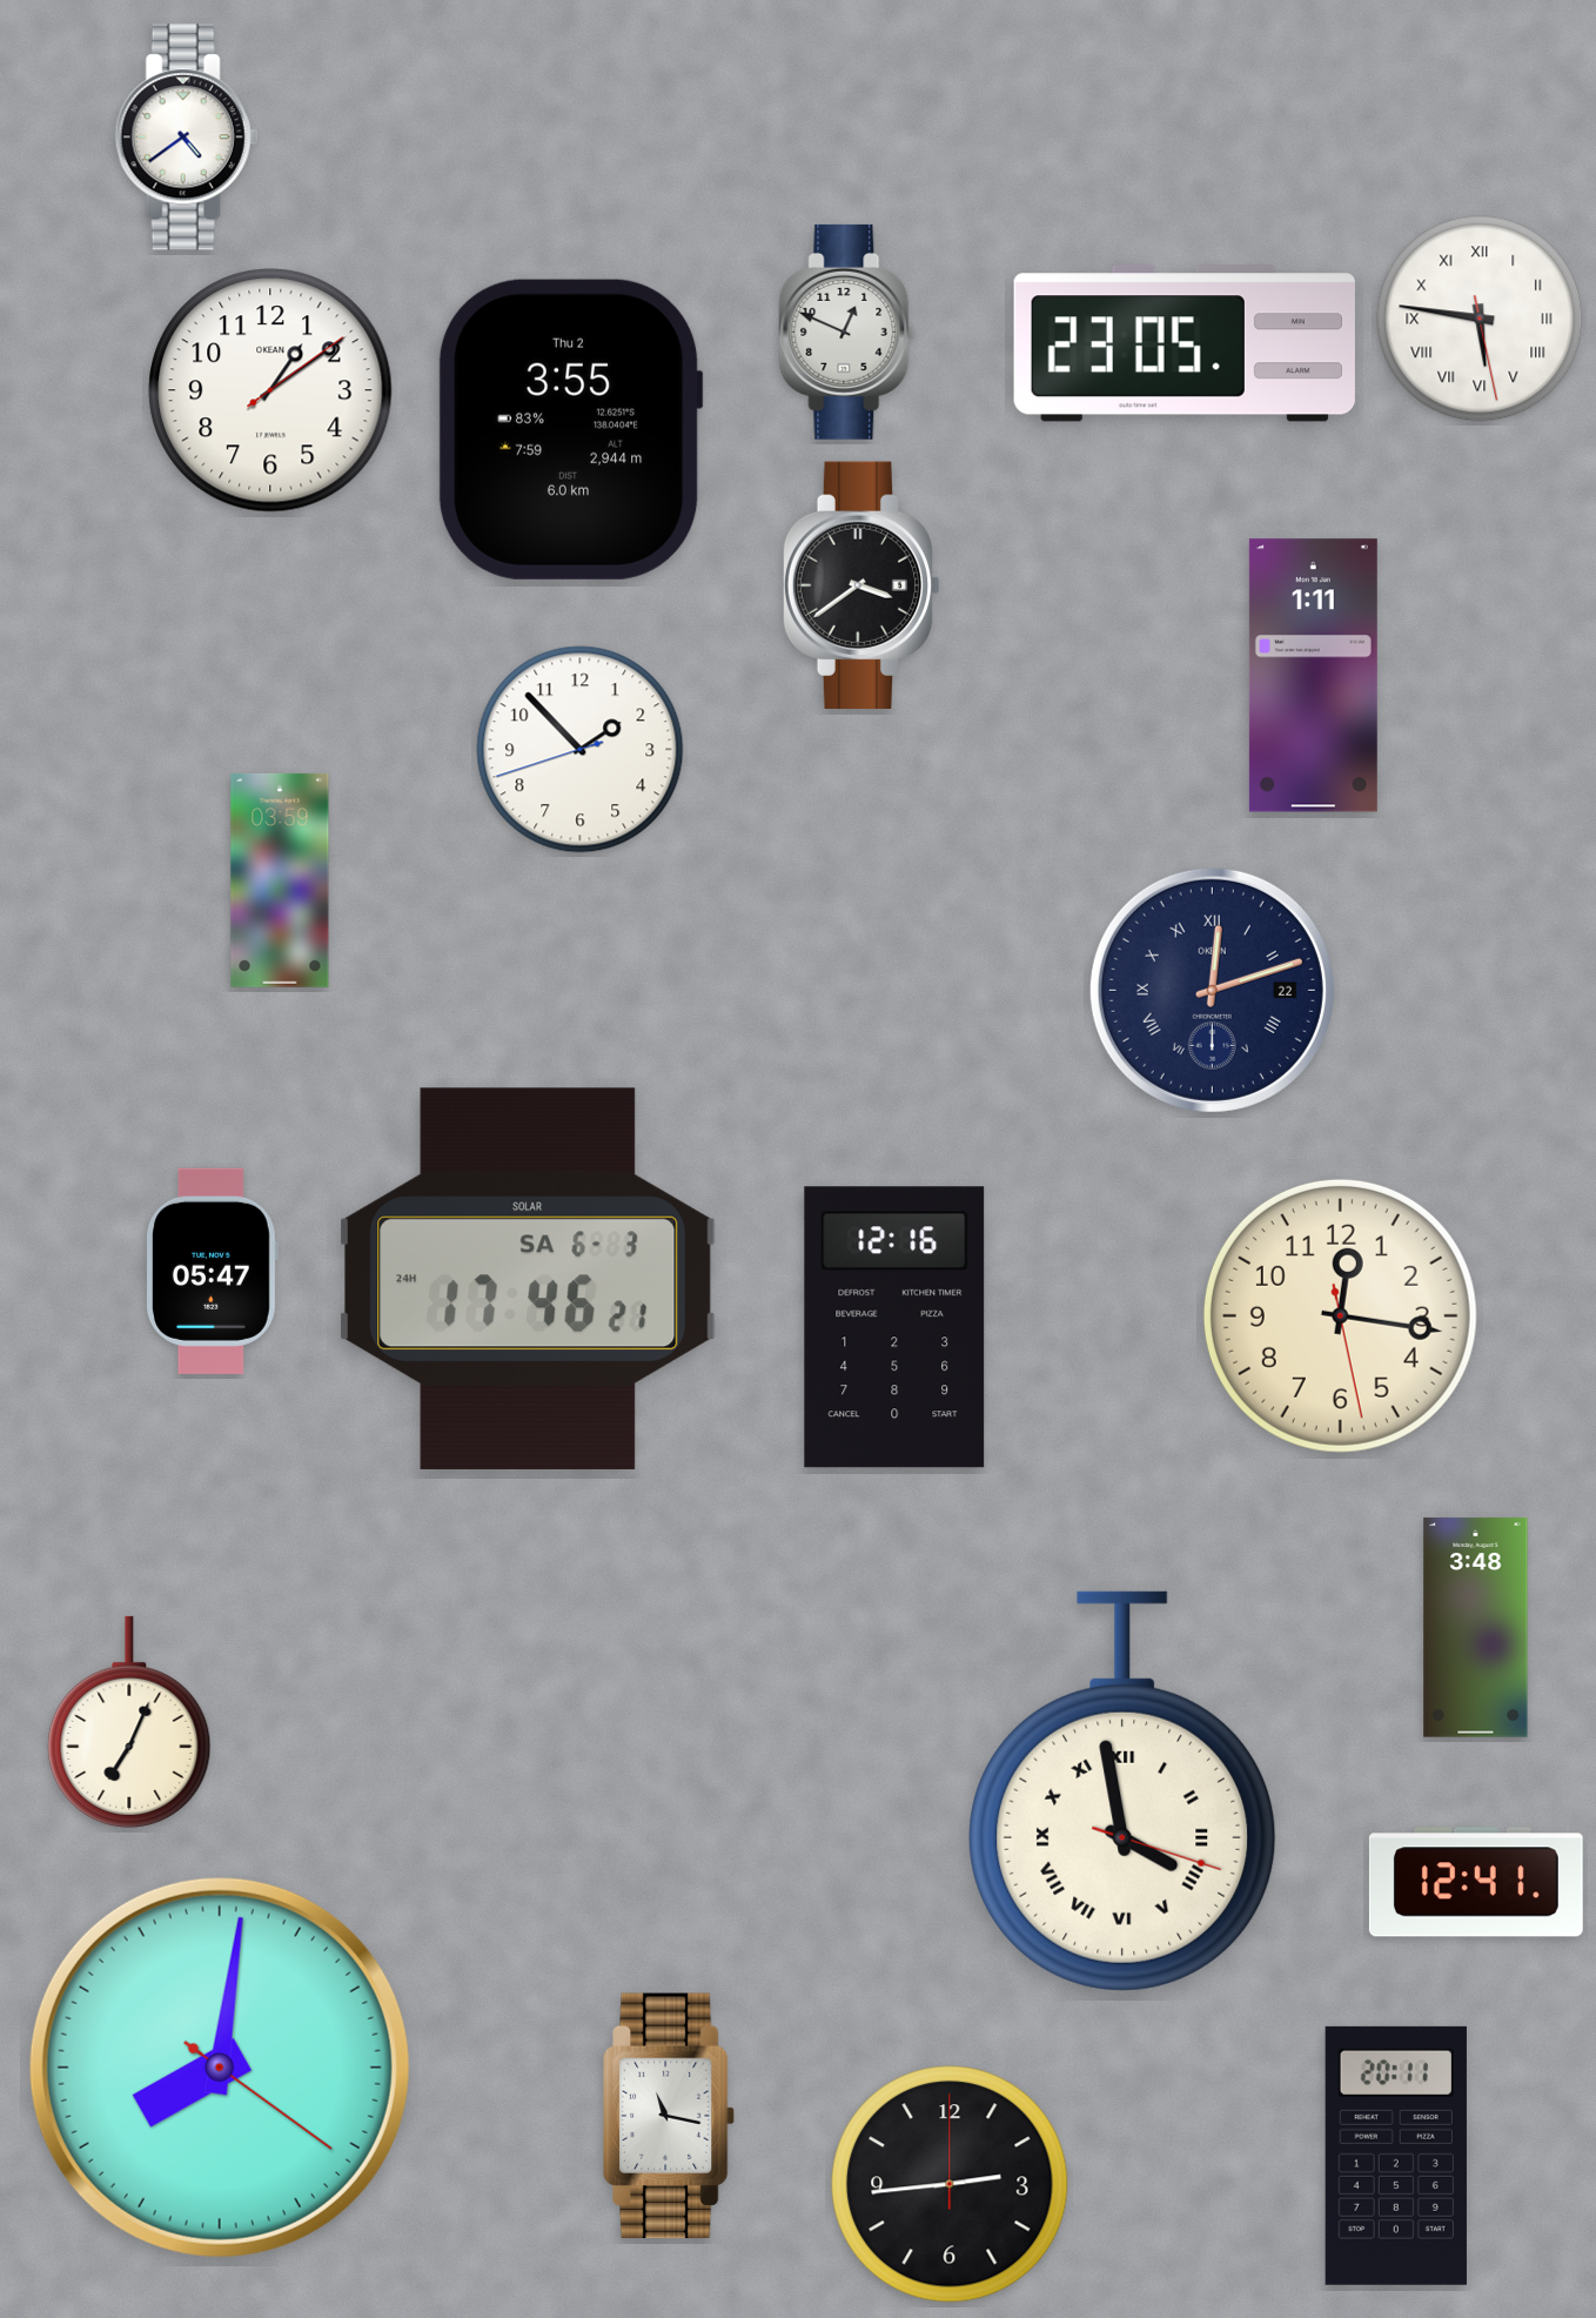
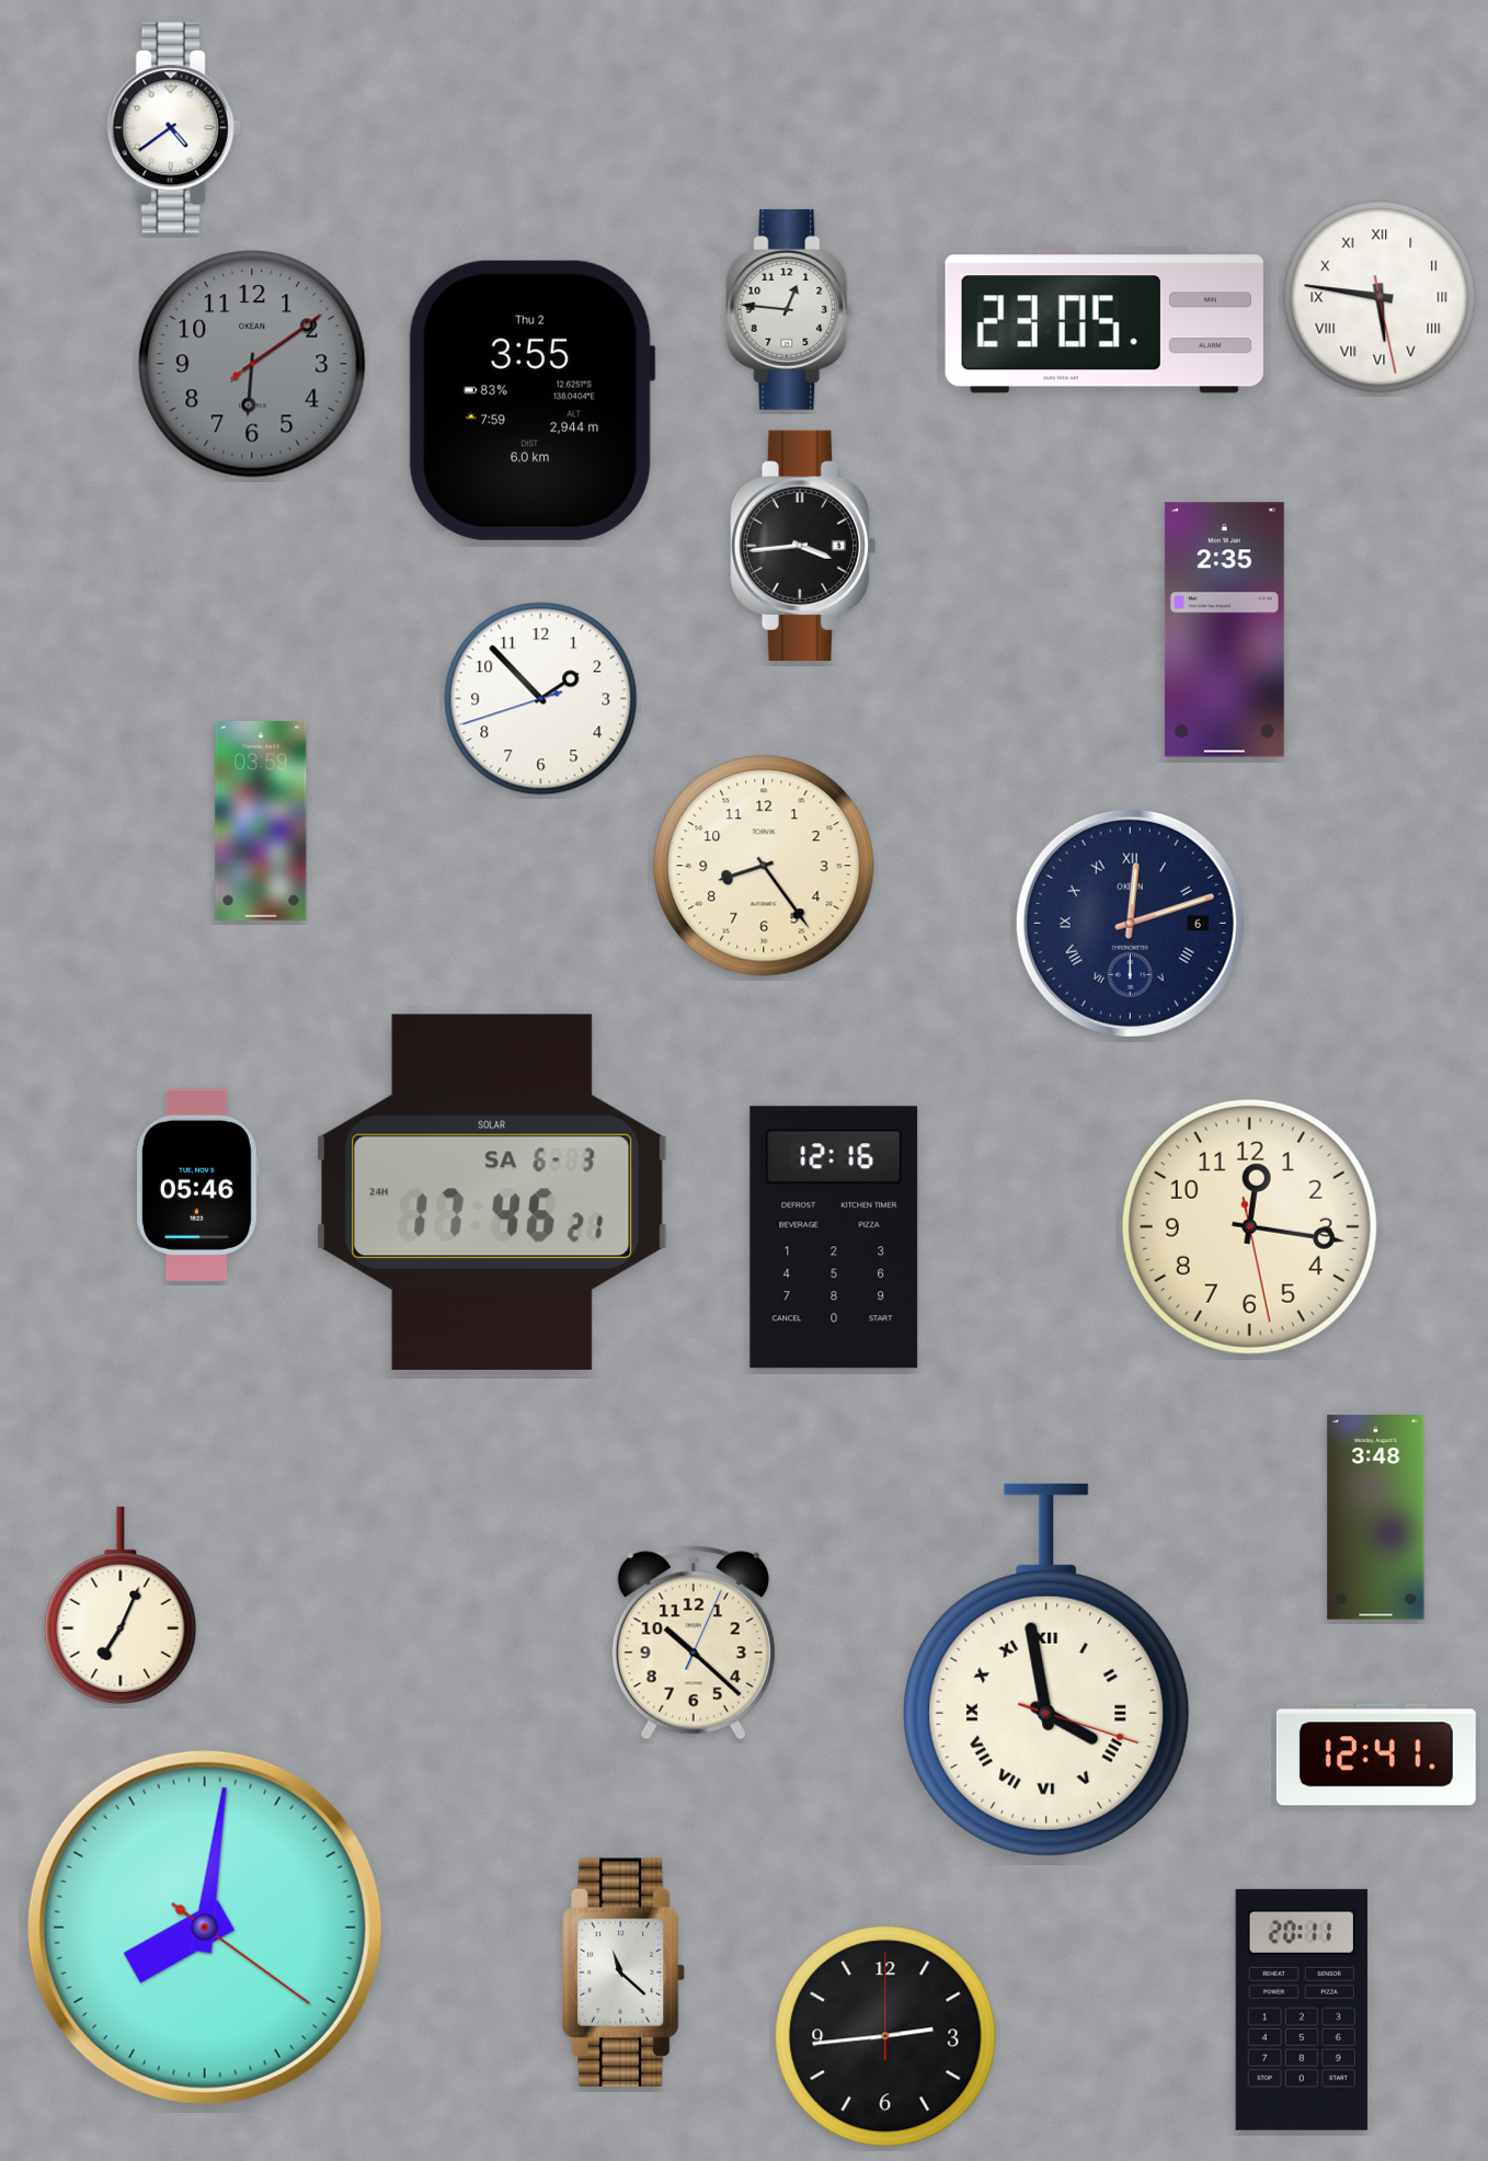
clock at (847, 331): 12:49 -> 12:46
clock at (270, 390): 1:09 -> 6:09
clock at (270, 390) dial: white -> grey
clock at (861, 585): 3:39 -> 3:44
clock at (1313, 676): 1:11 -> 2:35
clock at (764, 866): none -> 8:24
clock at (1212, 990) date: 22 -> 6
clock at (213, 1271): 05:47 -> 05:46
clock at (694, 1643): none -> 10:22
clock at (670, 2116): 11:17 -> 11:22
